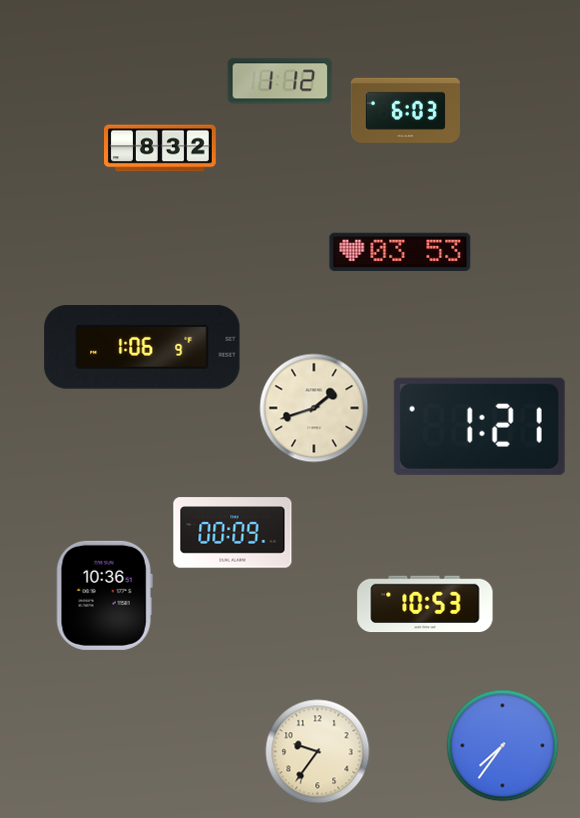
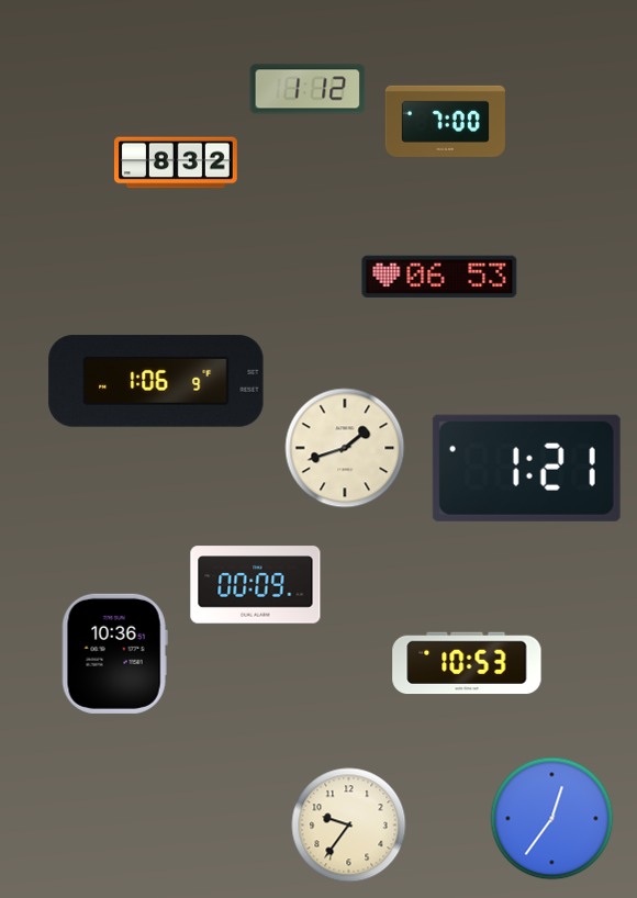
clock at (405, 110): 6:03 -> 7:00
clock at (400, 252): 03:53 -> 06:53
clock at (503, 746): 7:36 -> 12:36
